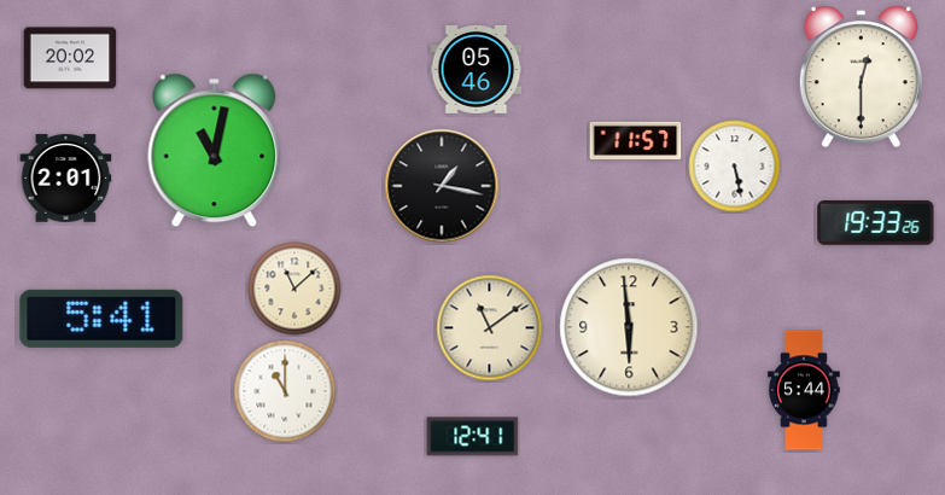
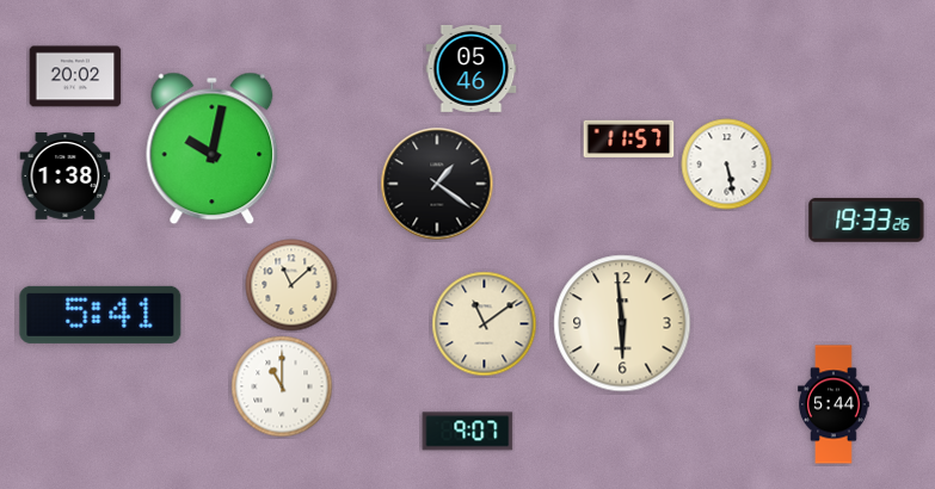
clock at (70, 58) position: (70, 58) -> (75, 76)
clock at (861, 77): 12:30 -> none
clock at (215, 151): 11:02 -> 10:02
clock at (66, 179): 2:01 -> 1:38
clock at (442, 186): 1:17 -> 1:21
clock at (804, 390) position: (804, 390) -> (833, 404)
clock at (473, 437): 12:41 -> 9:07
